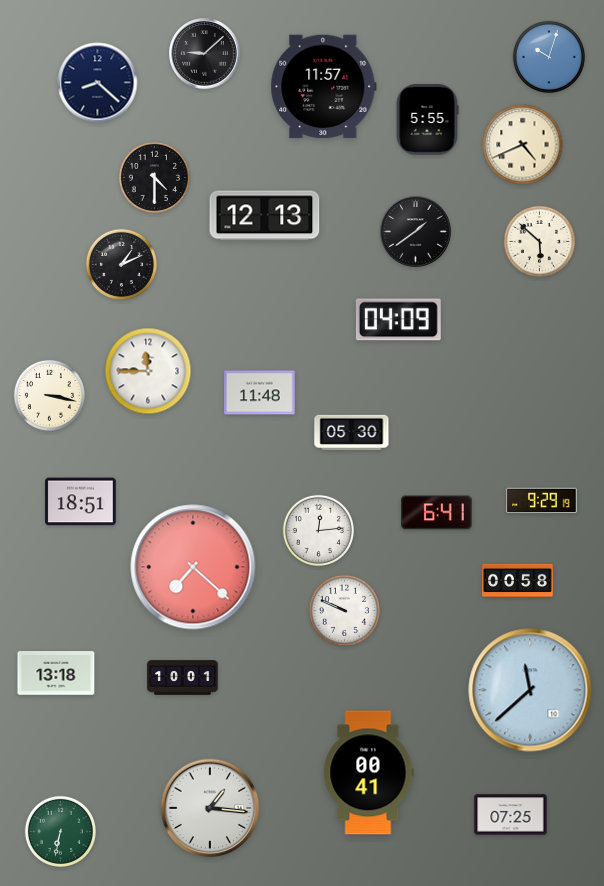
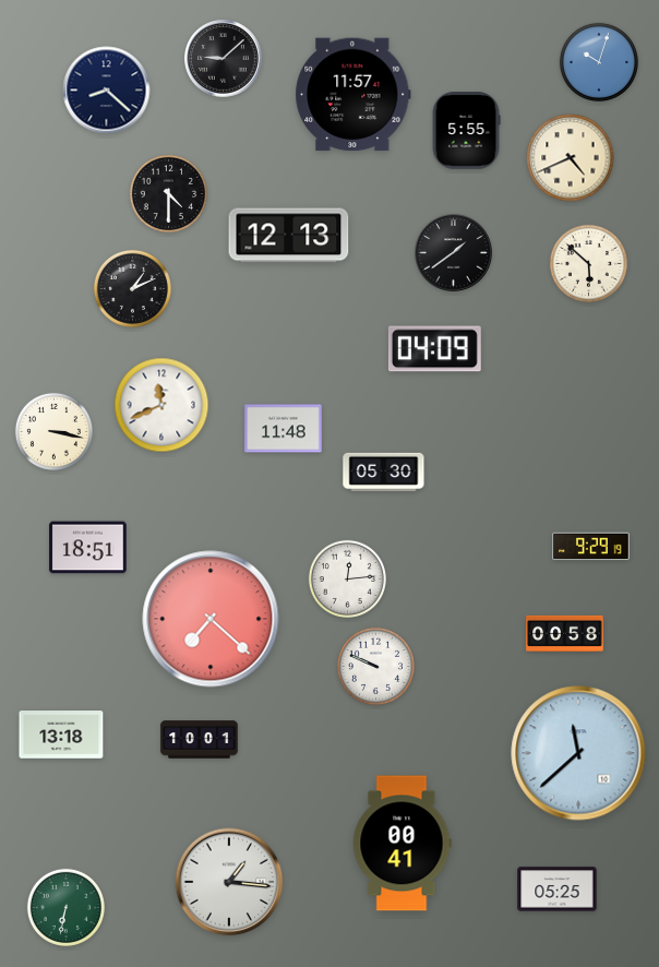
clock at (148, 371): 11:45 -> 11:41
clock at (437, 513): 6:41 -> none
clock at (511, 815): 07:25 -> 05:25
